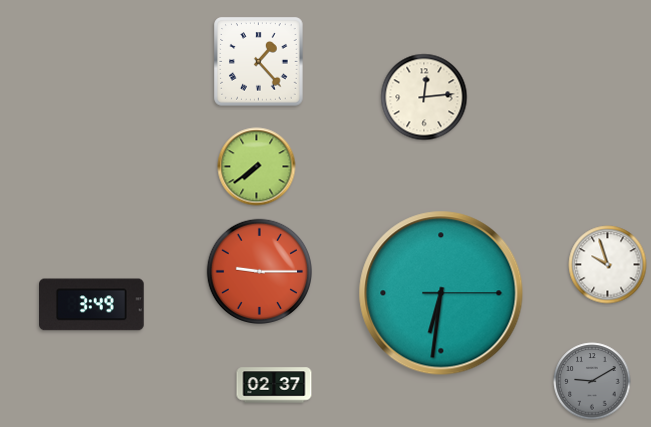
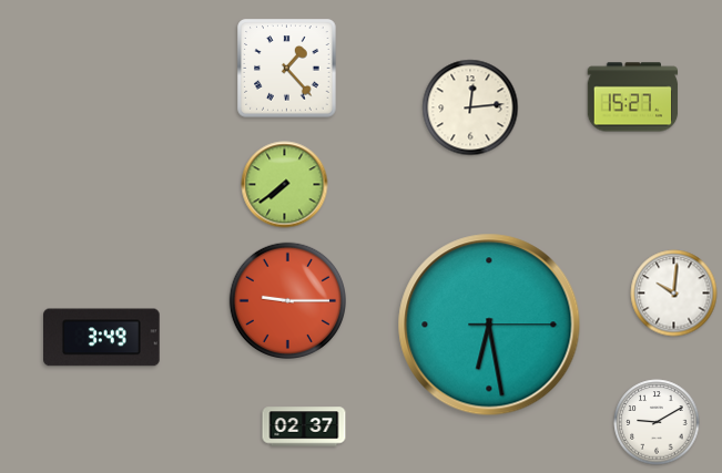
clock at (633, 97): none -> 15:27
clock at (608, 265): 9:57 -> 10:01
clock at (441, 293): 6:31 -> 6:28
clock at (592, 381) dial: grey -> white
